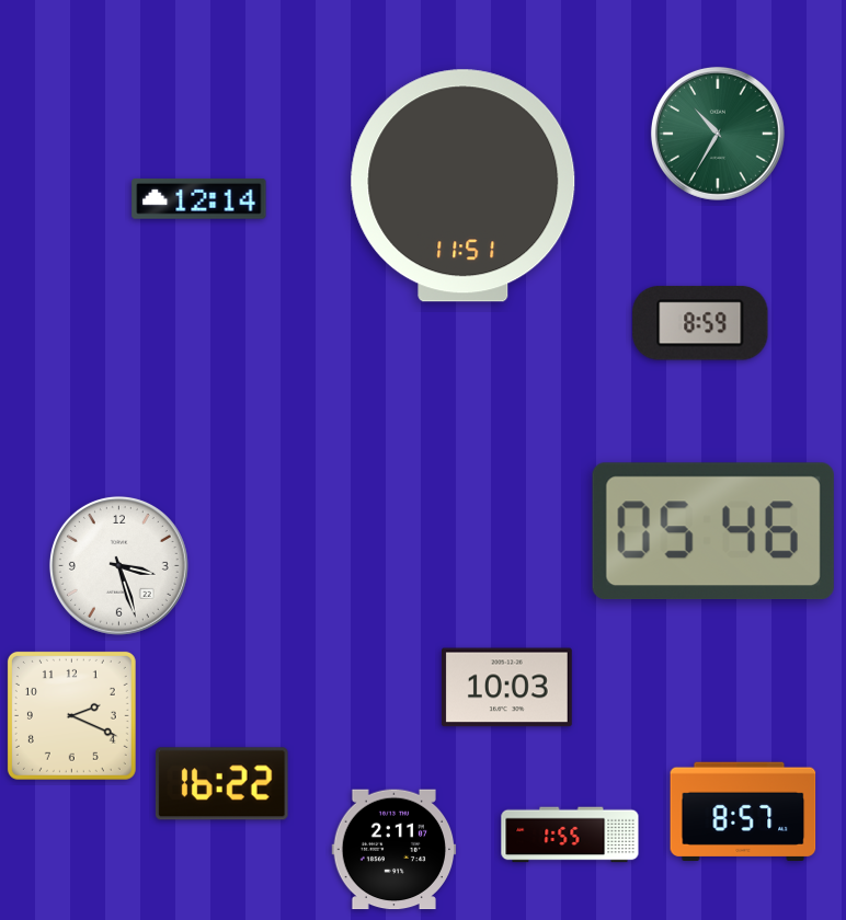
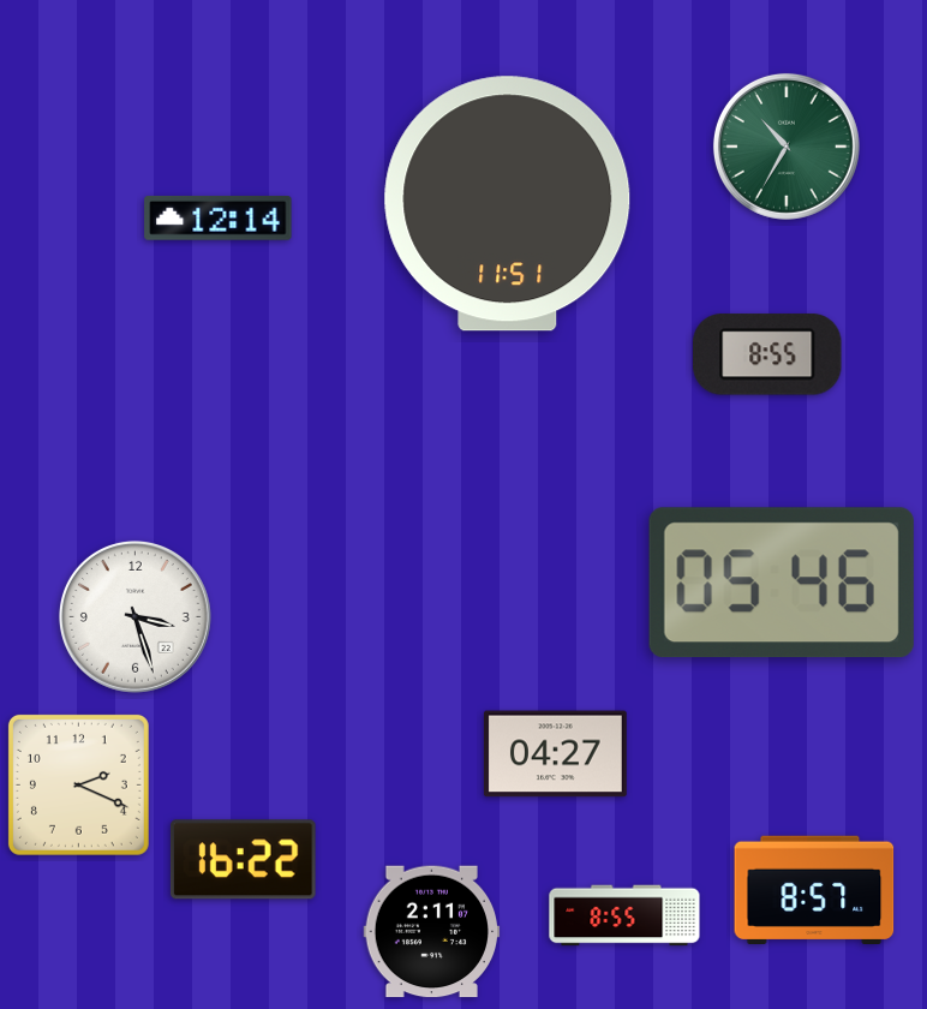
clock at (700, 323): 8:59 -> 8:55
clock at (118, 565) position: (118, 565) -> (134, 616)
clock at (506, 688): 10:03 -> 04:27
clock at (570, 835): 1:55 -> 8:55
